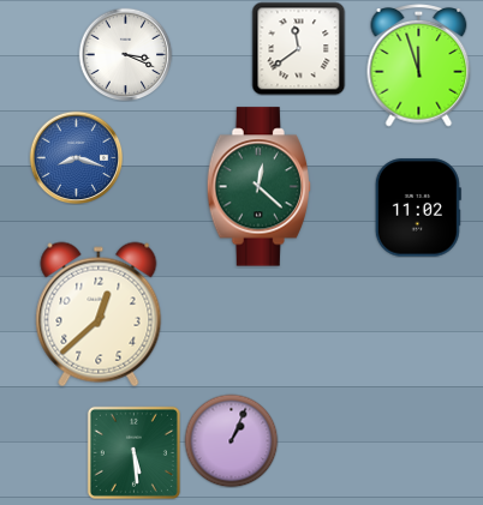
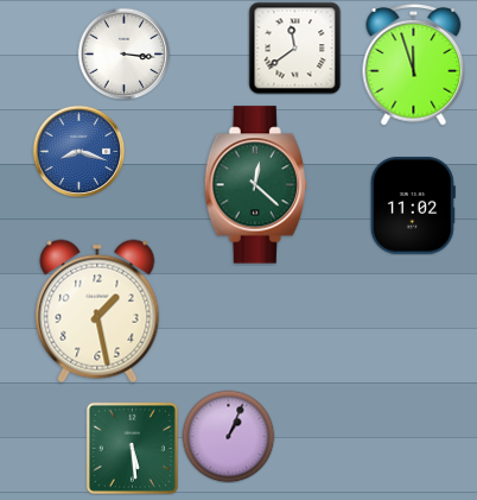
clock at (125, 54): 3:19 -> 3:16
clock at (76, 157) position: (76, 157) -> (78, 151)
clock at (99, 314): 12:38 -> 1:28
